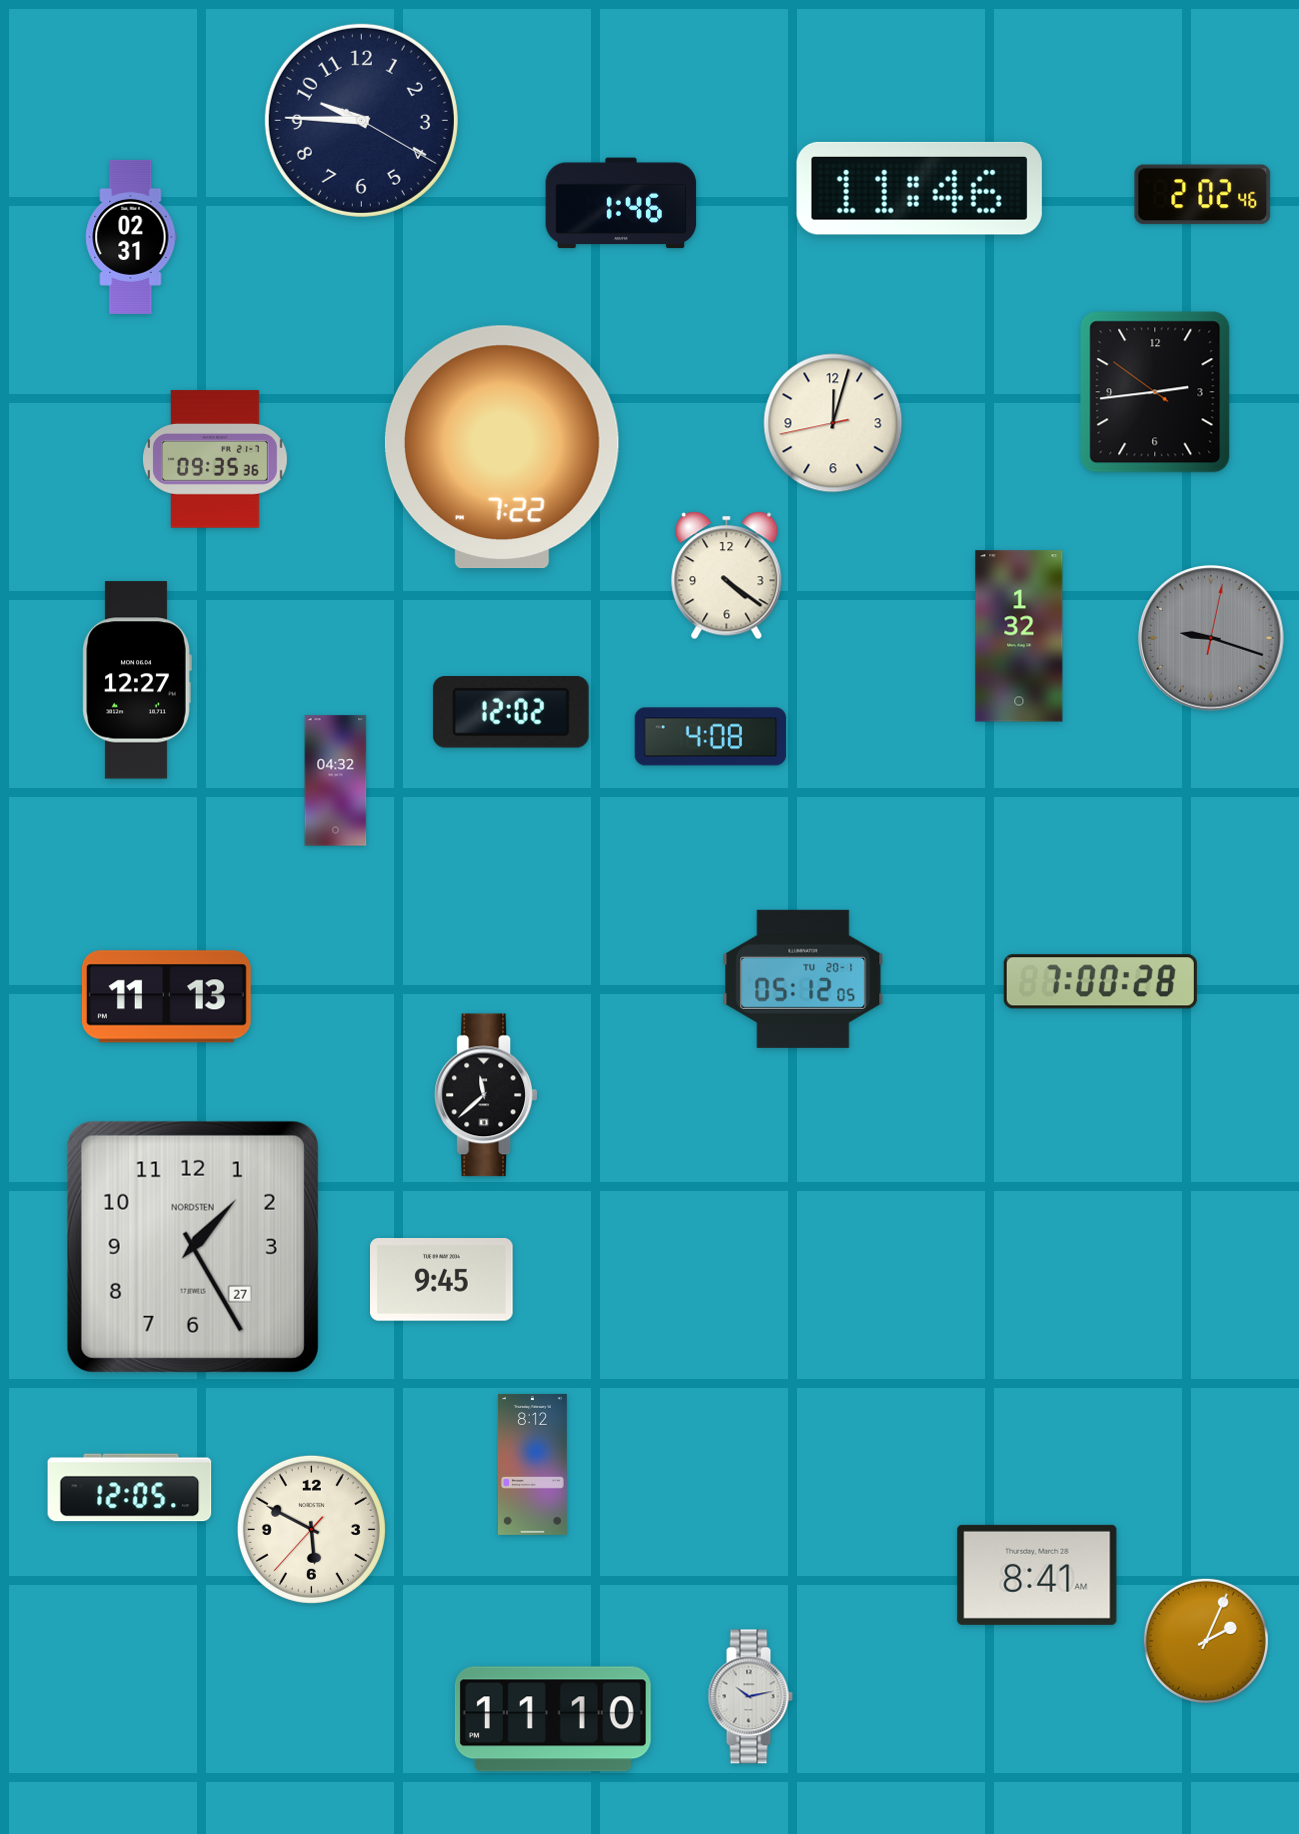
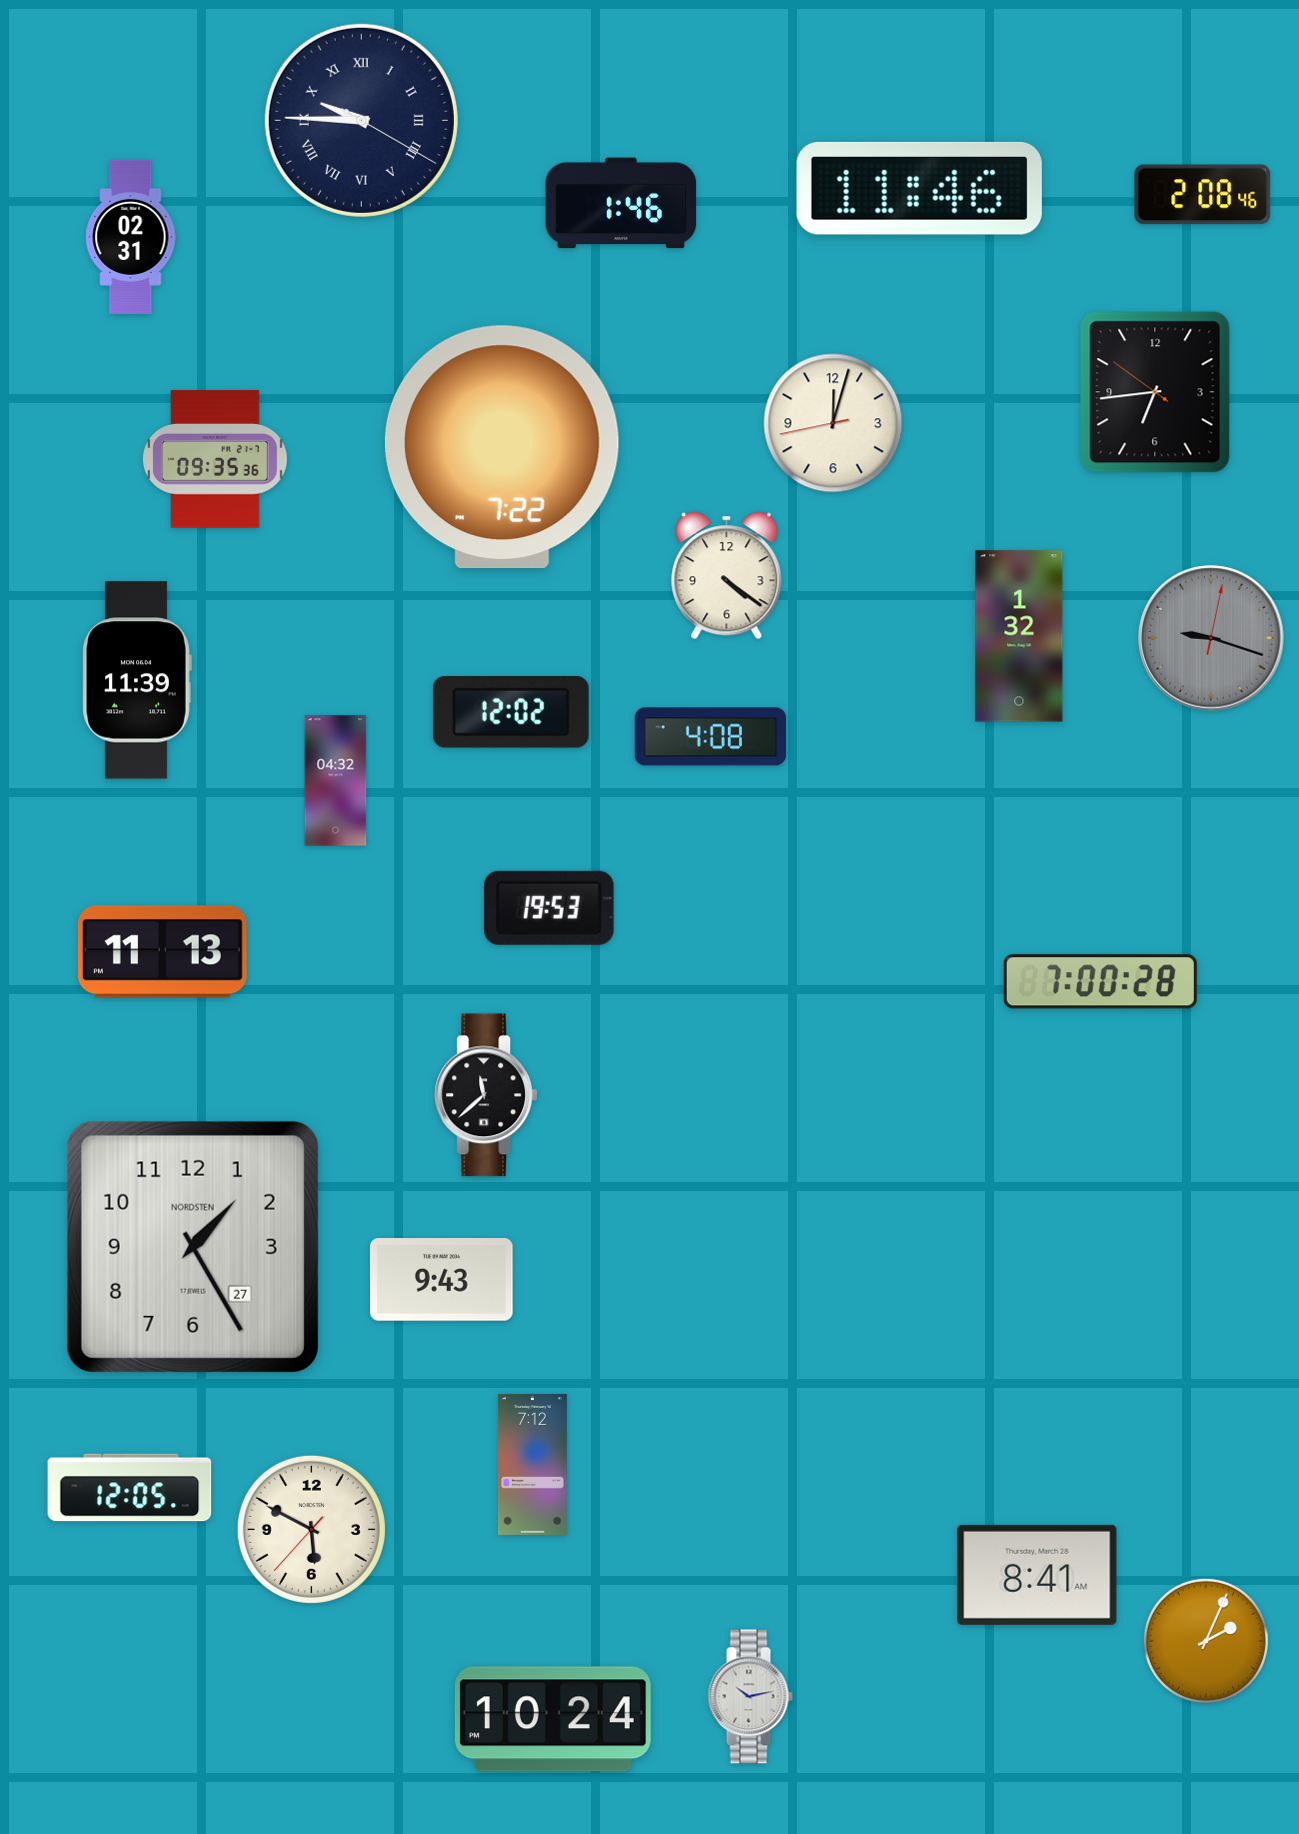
clock at (361, 120) numerals: Arabic -> Roman
clock at (1203, 195): 2:02 -> 2:08
clock at (1155, 392): 2:43 -> 6:43
clock at (137, 680): 12:27 -> 11:39
clock at (549, 908): none -> 19:53
clock at (803, 979): 05:12 -> none
clock at (166, 997) position: (166, 997) -> (162, 952)
clock at (442, 1280): 9:45 -> 9:43
clock at (532, 1464): 8:12 -> 7:12
clock at (553, 1719): 11:10 -> 10:24
